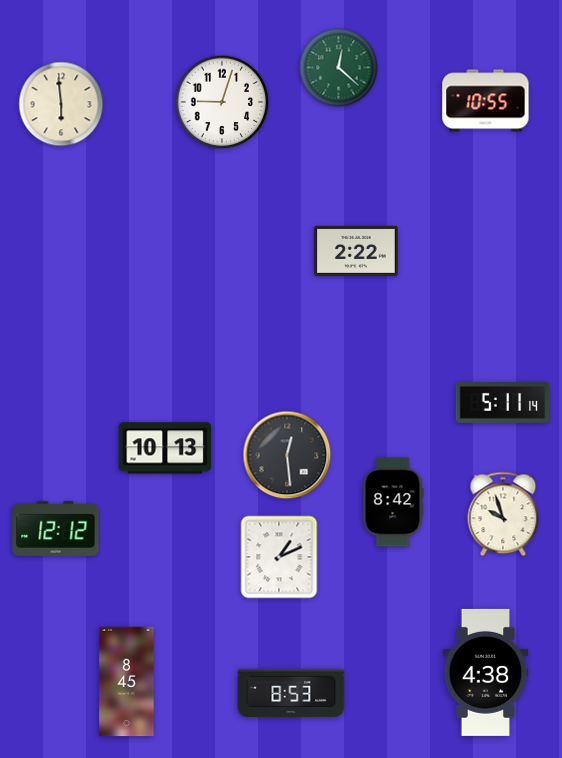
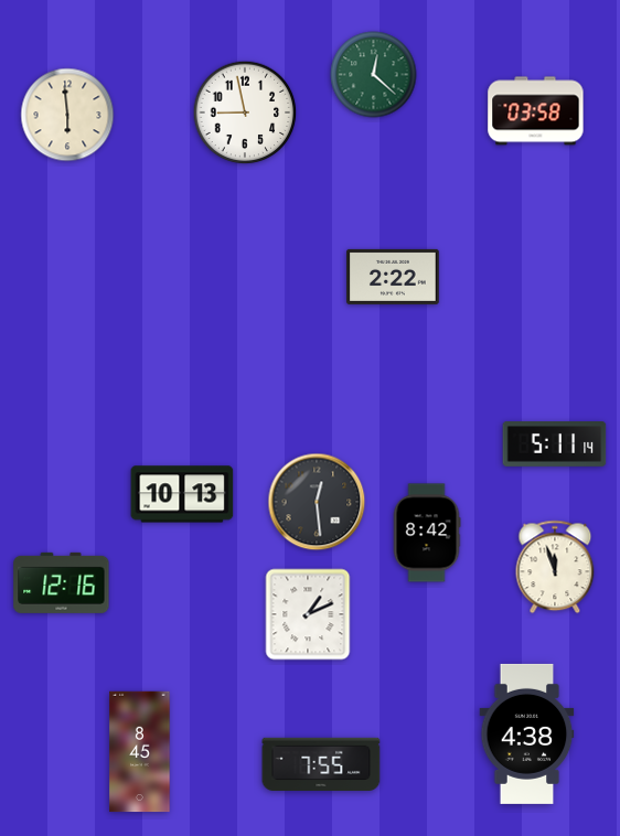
clock at (486, 101): 10:55 -> 03:58
clock at (222, 102): 9:03 -> 8:58
clock at (393, 502) position: (393, 502) -> (427, 533)
clock at (503, 514): 9:57 -> 11:57
clock at (56, 528): 12:12 -> 12:16
clock at (486, 672) position: (486, 672) -> (527, 733)
clock at (291, 692): 8:53 -> 7:55
